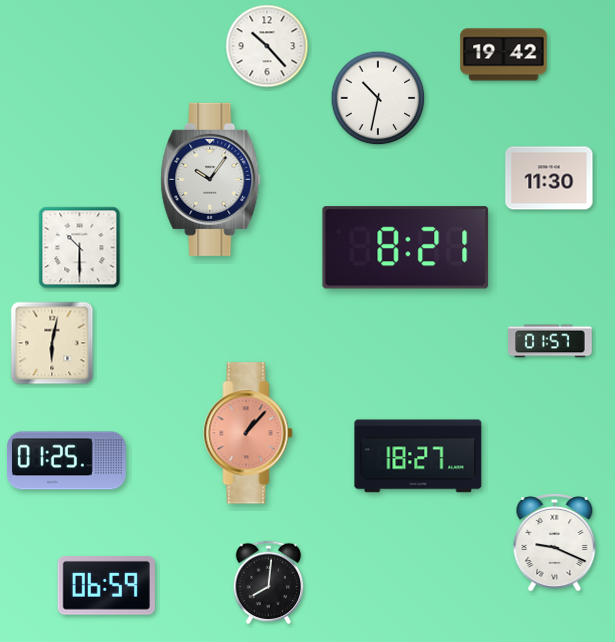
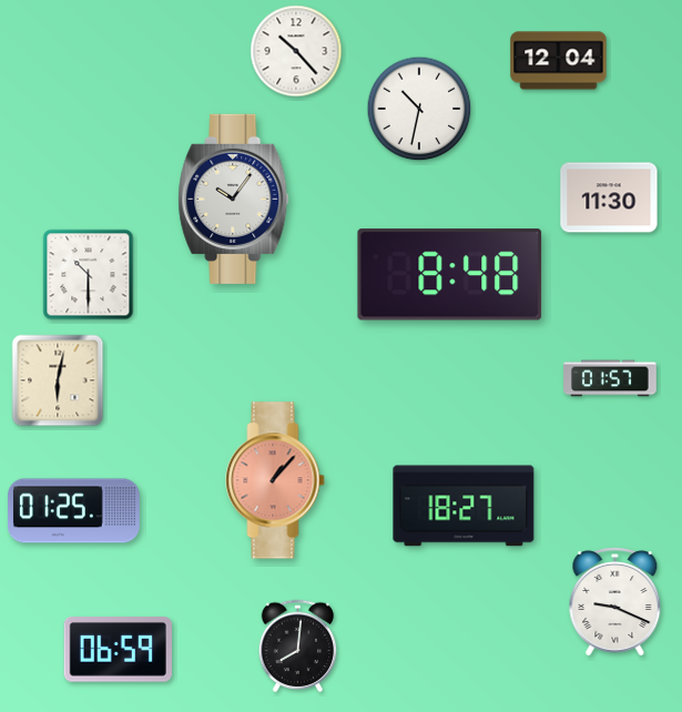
clock at (504, 55): 19:42 -> 12:04
clock at (406, 248): 8:21 -> 8:48
